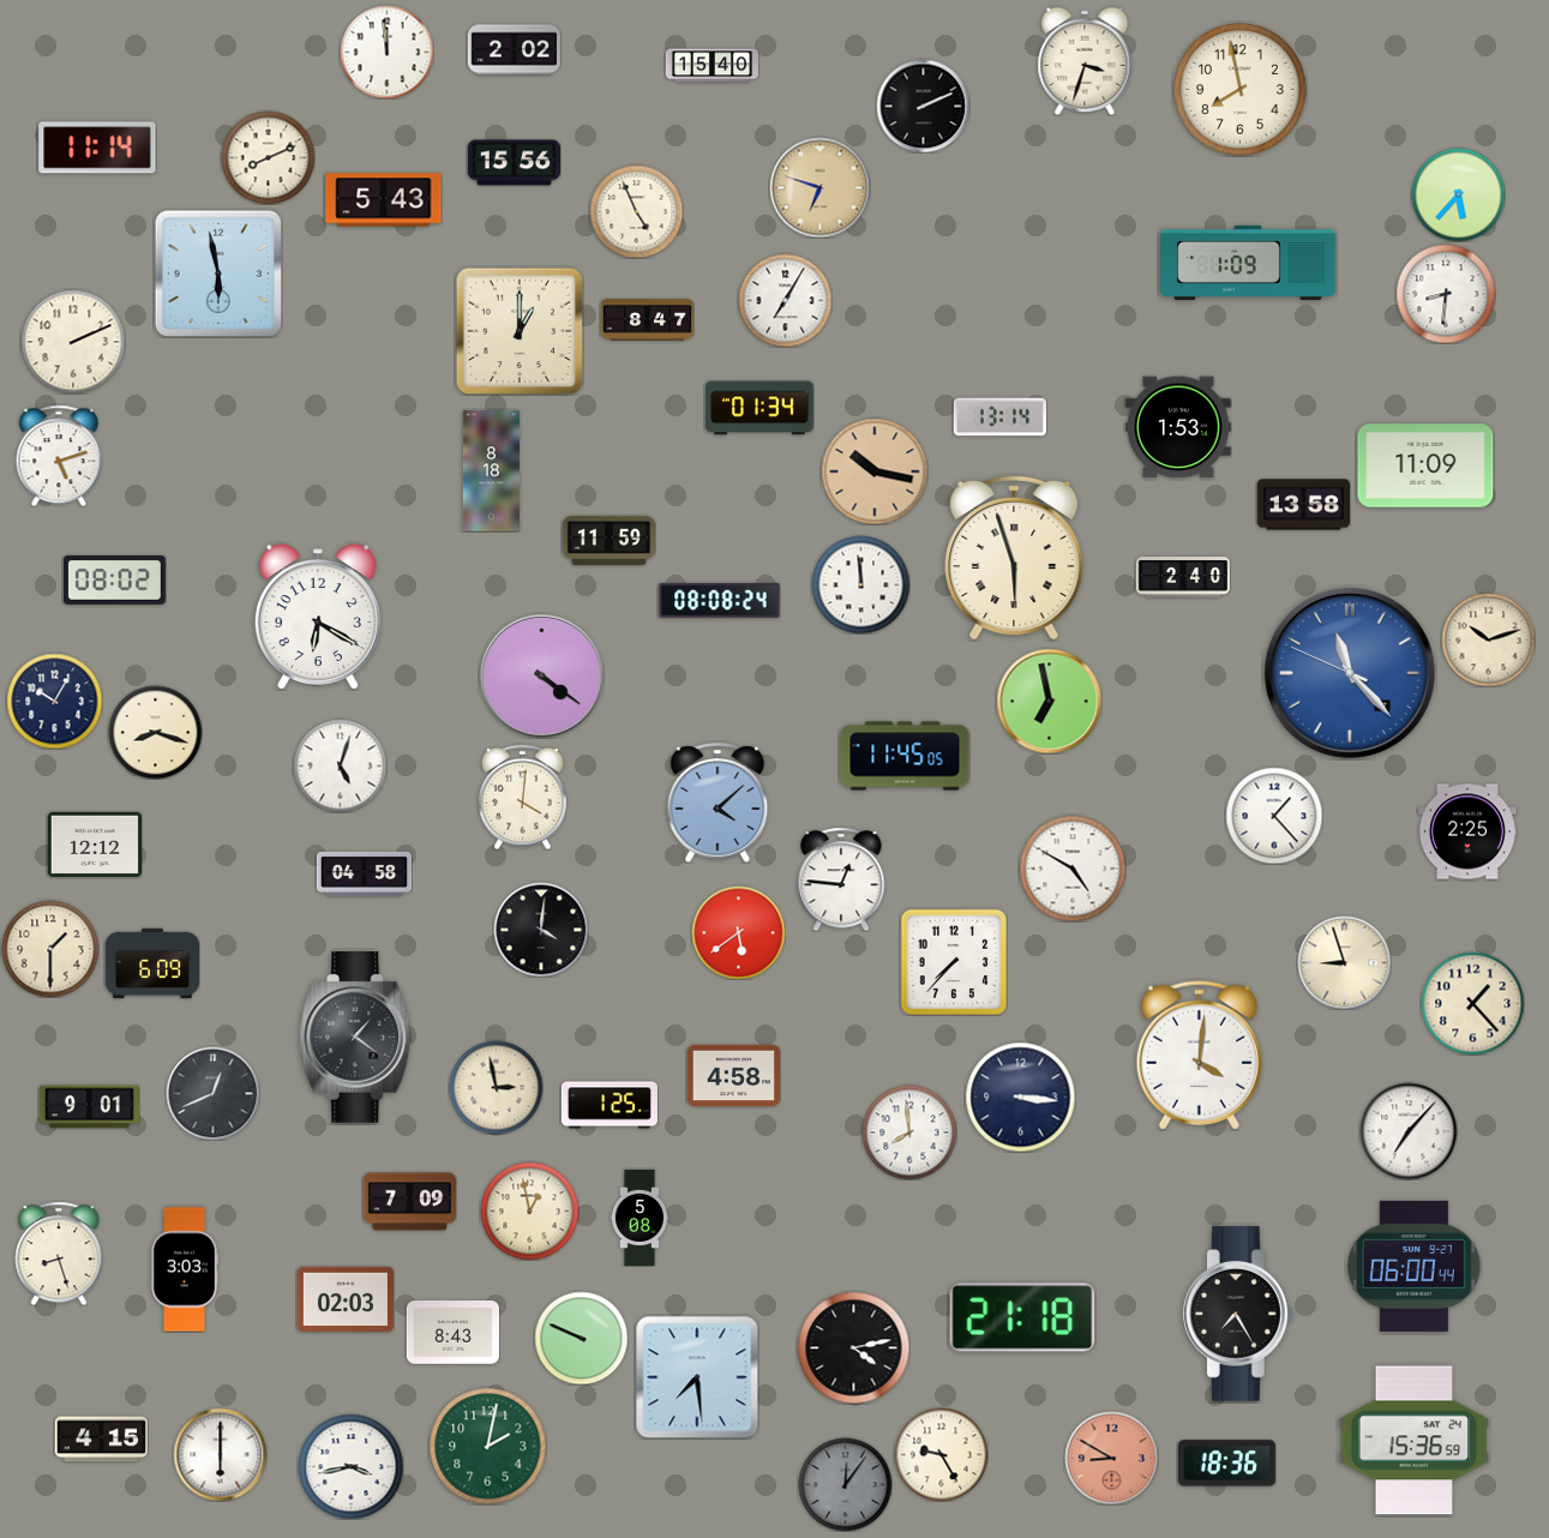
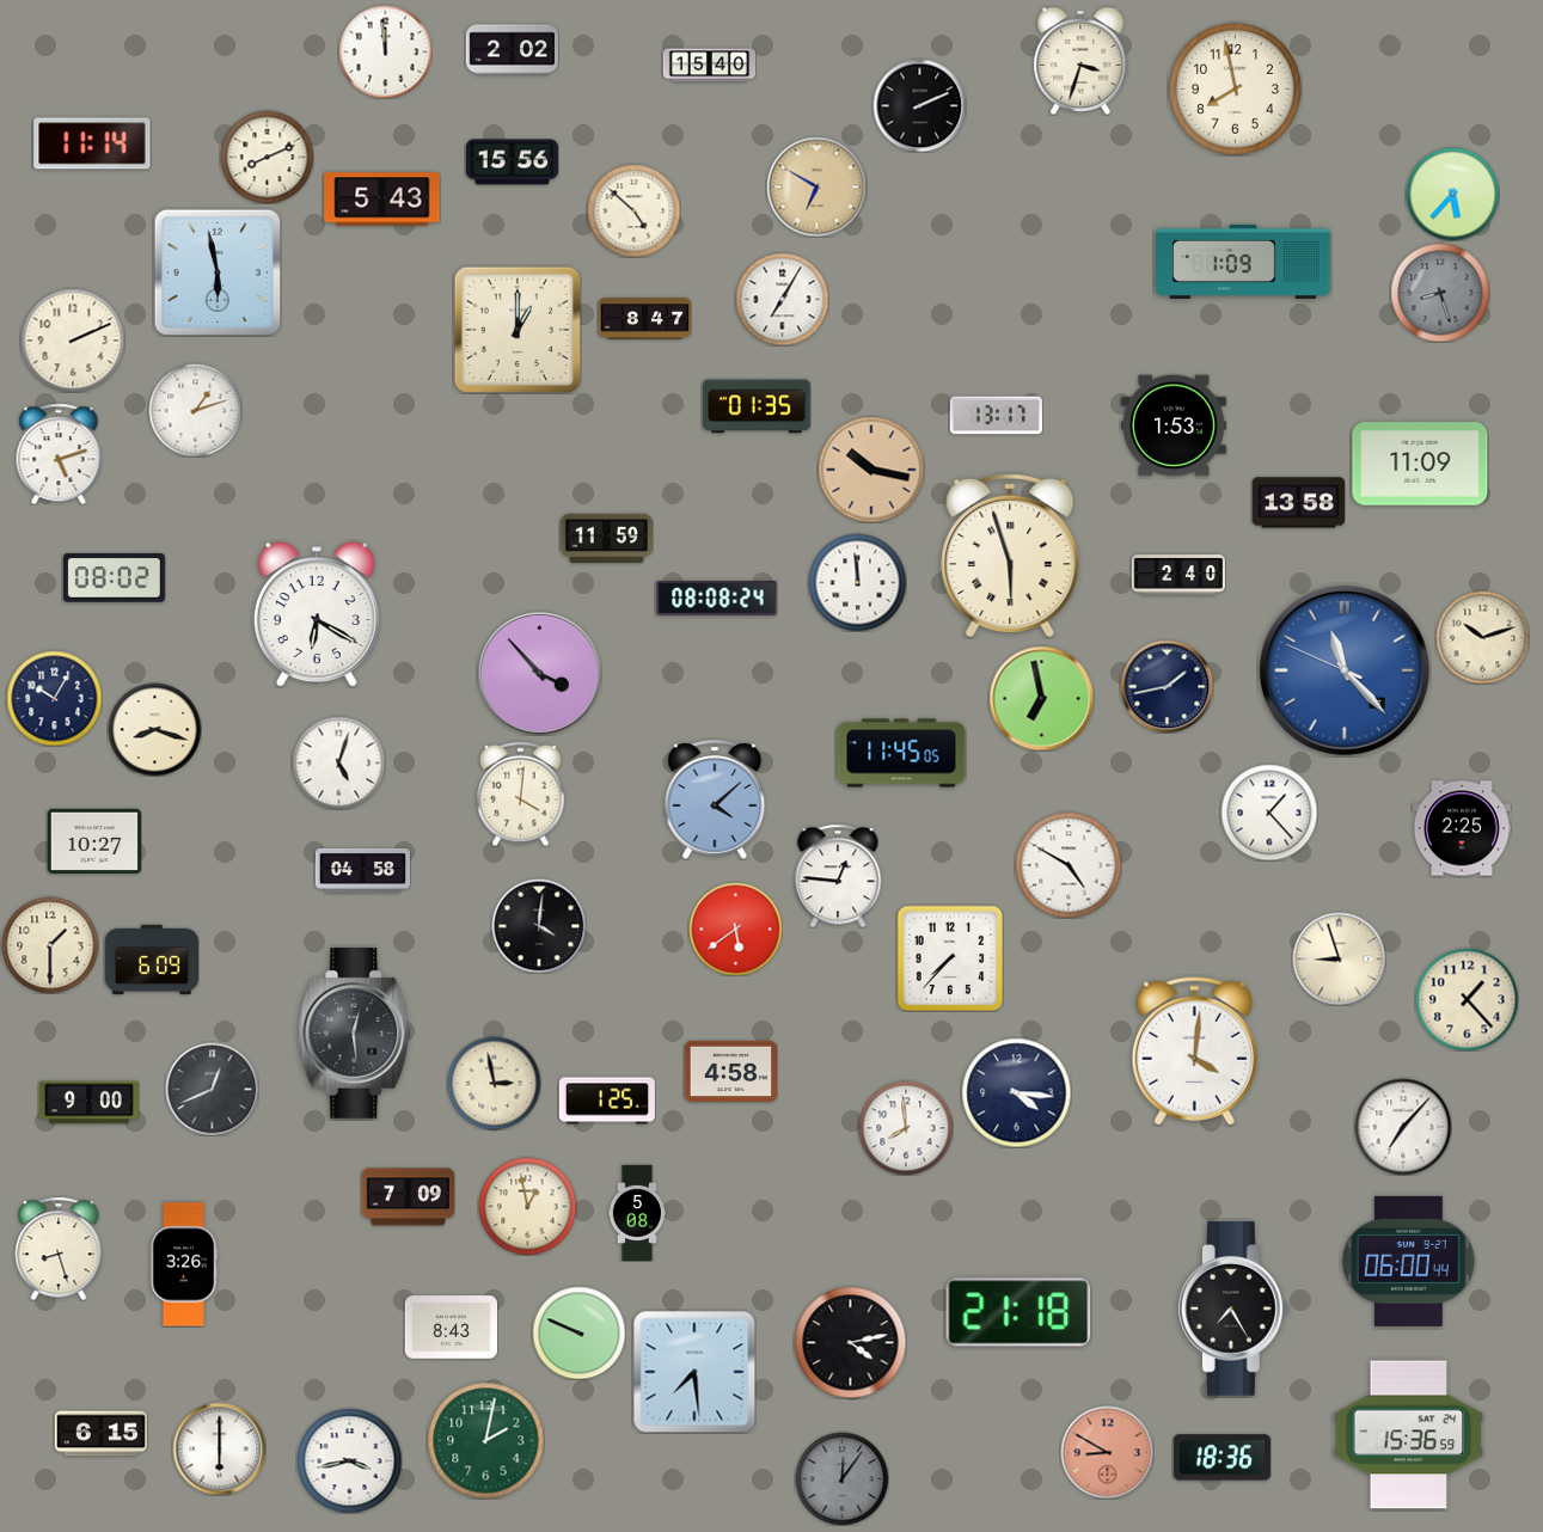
clock at (97, 148) position: (97, 148) -> (92, 143)
clock at (819, 187): 6:48 -> 6:50
clock at (636, 211): 4:56 -> 4:52
clock at (1446, 294): 8:31 -> 8:27
clock at (1446, 294) dial: white -> grey
clock at (760, 408): 01:34 -> 01:35
clock at (195, 410): none -> 1:12
clock at (999, 417): 13:14 -> 13:17
clock at (491, 471): 8:18 -> none
clock at (541, 675): 4:21 -> 3:53
clock at (1167, 686): none -> 1:43
clock at (1049, 701) position: (1049, 701) -> (1041, 698)
clock at (95, 845): 12:12 -> 10:27
clock at (356, 1037): 1:21 -> 12:29
clock at (1020, 1097): 3:16 -> 4:16
clock at (89, 1107): 9:01 -> 9:00
clock at (185, 1269): 3:03 -> 3:26
clock at (346, 1298): 02:03 -> none
clock at (101, 1440): 4:15 -> 6:15
clock at (941, 1454): 9:25 -> none
